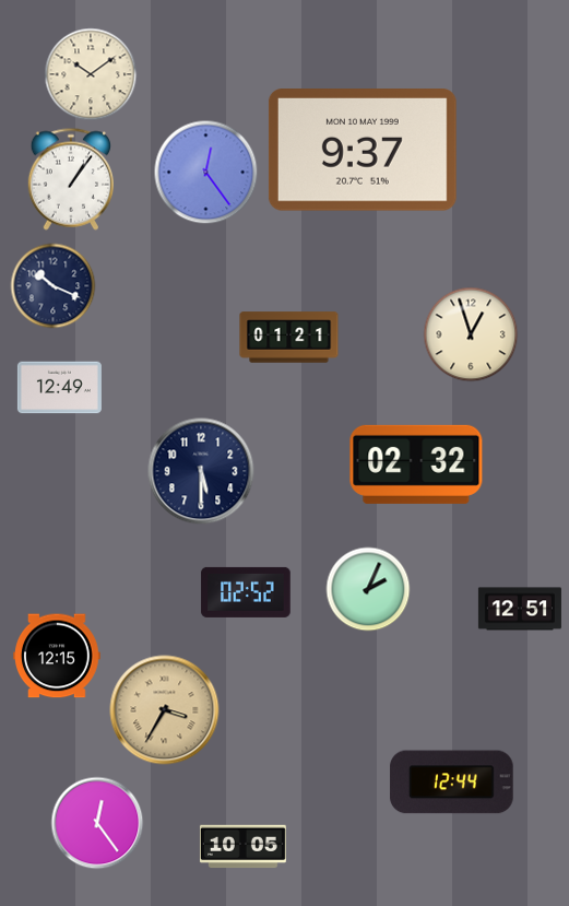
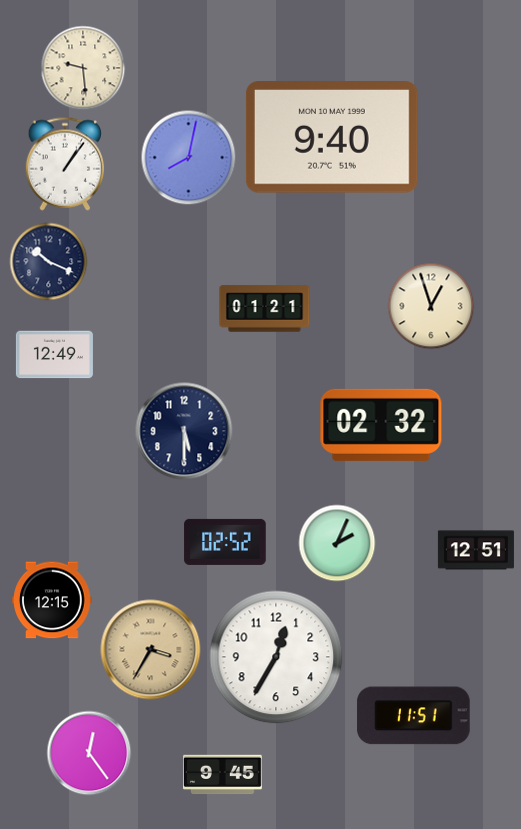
clock at (91, 74): 10:09 -> 9:29
clock at (363, 151): 9:37 -> 9:40
clock at (206, 173): 12:24 -> 8:02
clock at (368, 589) position: (368, 589) -> (337, 543)
clock at (520, 609) position: (520, 609) -> (476, 550)
clock at (276, 657): none -> 12:35
clock at (452, 783): 12:44 -> 11:51
clock at (242, 847): 10:05 -> 9:45
